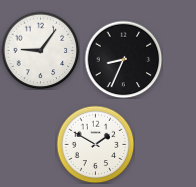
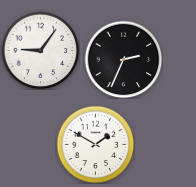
clock at (123, 59): 8:34 -> 2:34
